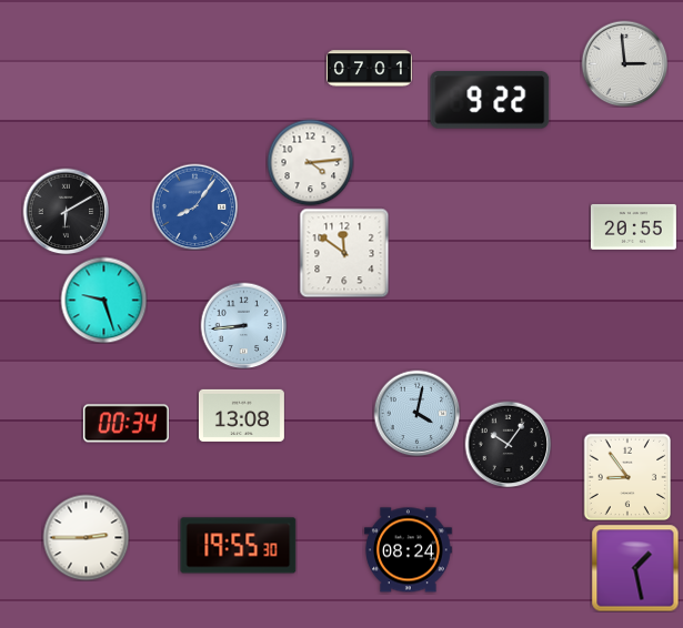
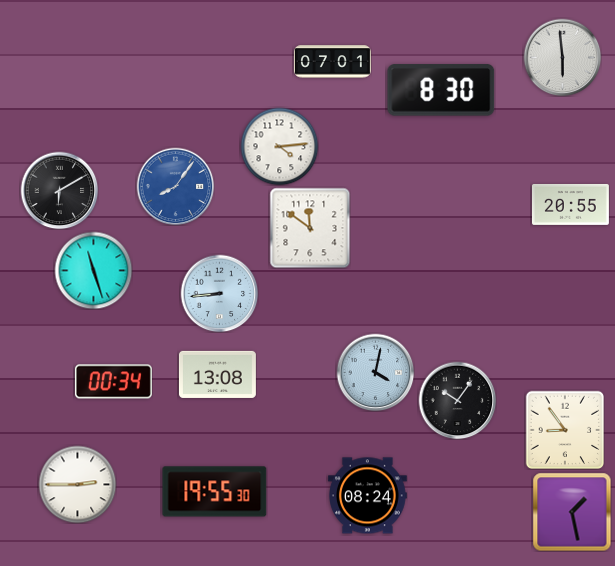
clock at (624, 63): 2:59 -> 5:59
clock at (490, 100): 9:22 -> 8:30
clock at (103, 300): 9:27 -> 11:27
